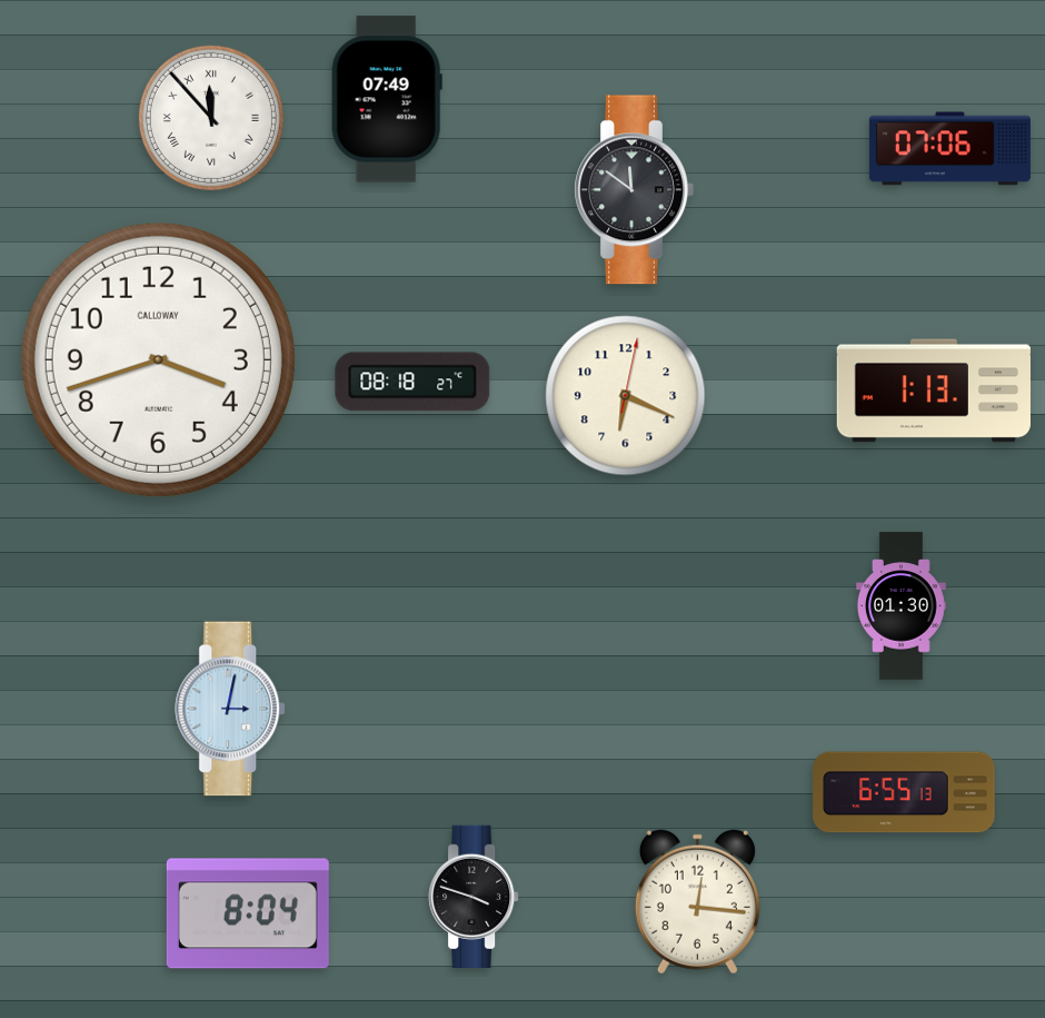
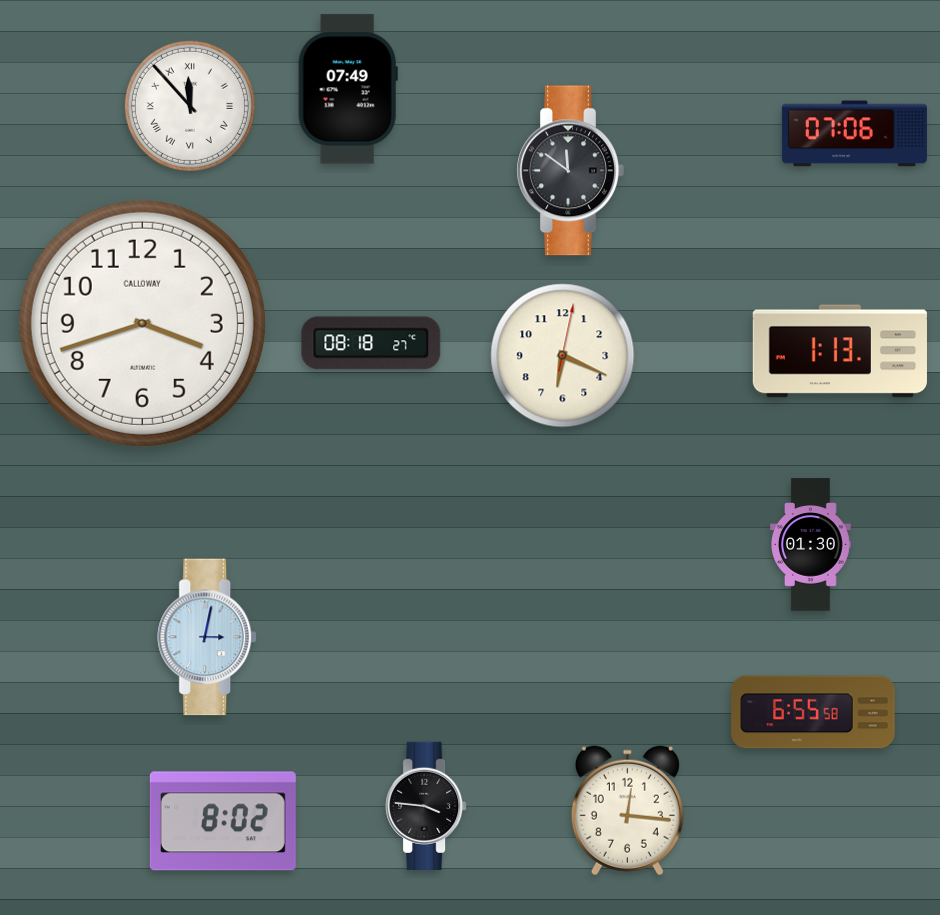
clock at (904, 792): 6:55:13 -> 6:55:58
clock at (474, 896): 3:48 -> 3:46
clock at (248, 913): 8:04 -> 8:02
